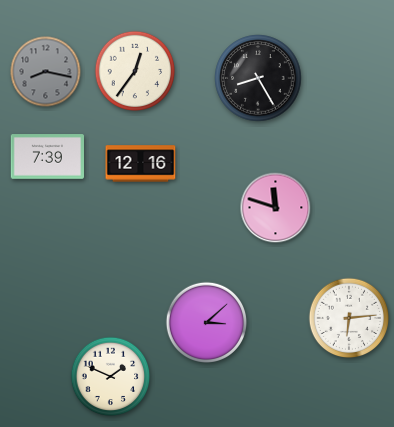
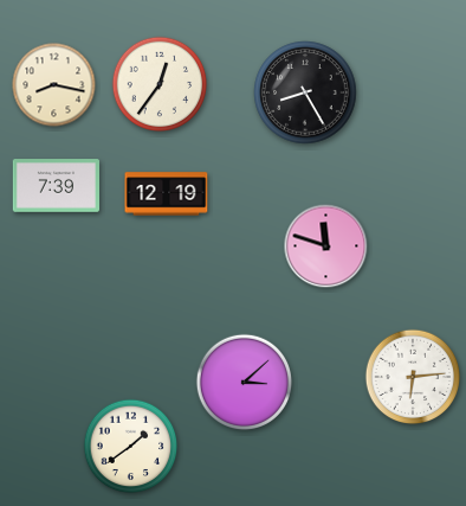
clock at (46, 72) dial: grey -> cream
clock at (141, 164): 12:16 -> 12:19
clock at (111, 377): 1:49 -> 1:39
